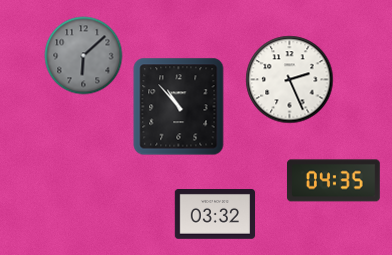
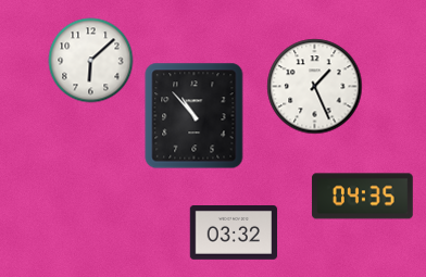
clock at (83, 55) dial: grey -> white
clock at (289, 79): 2:26 -> 1:26
